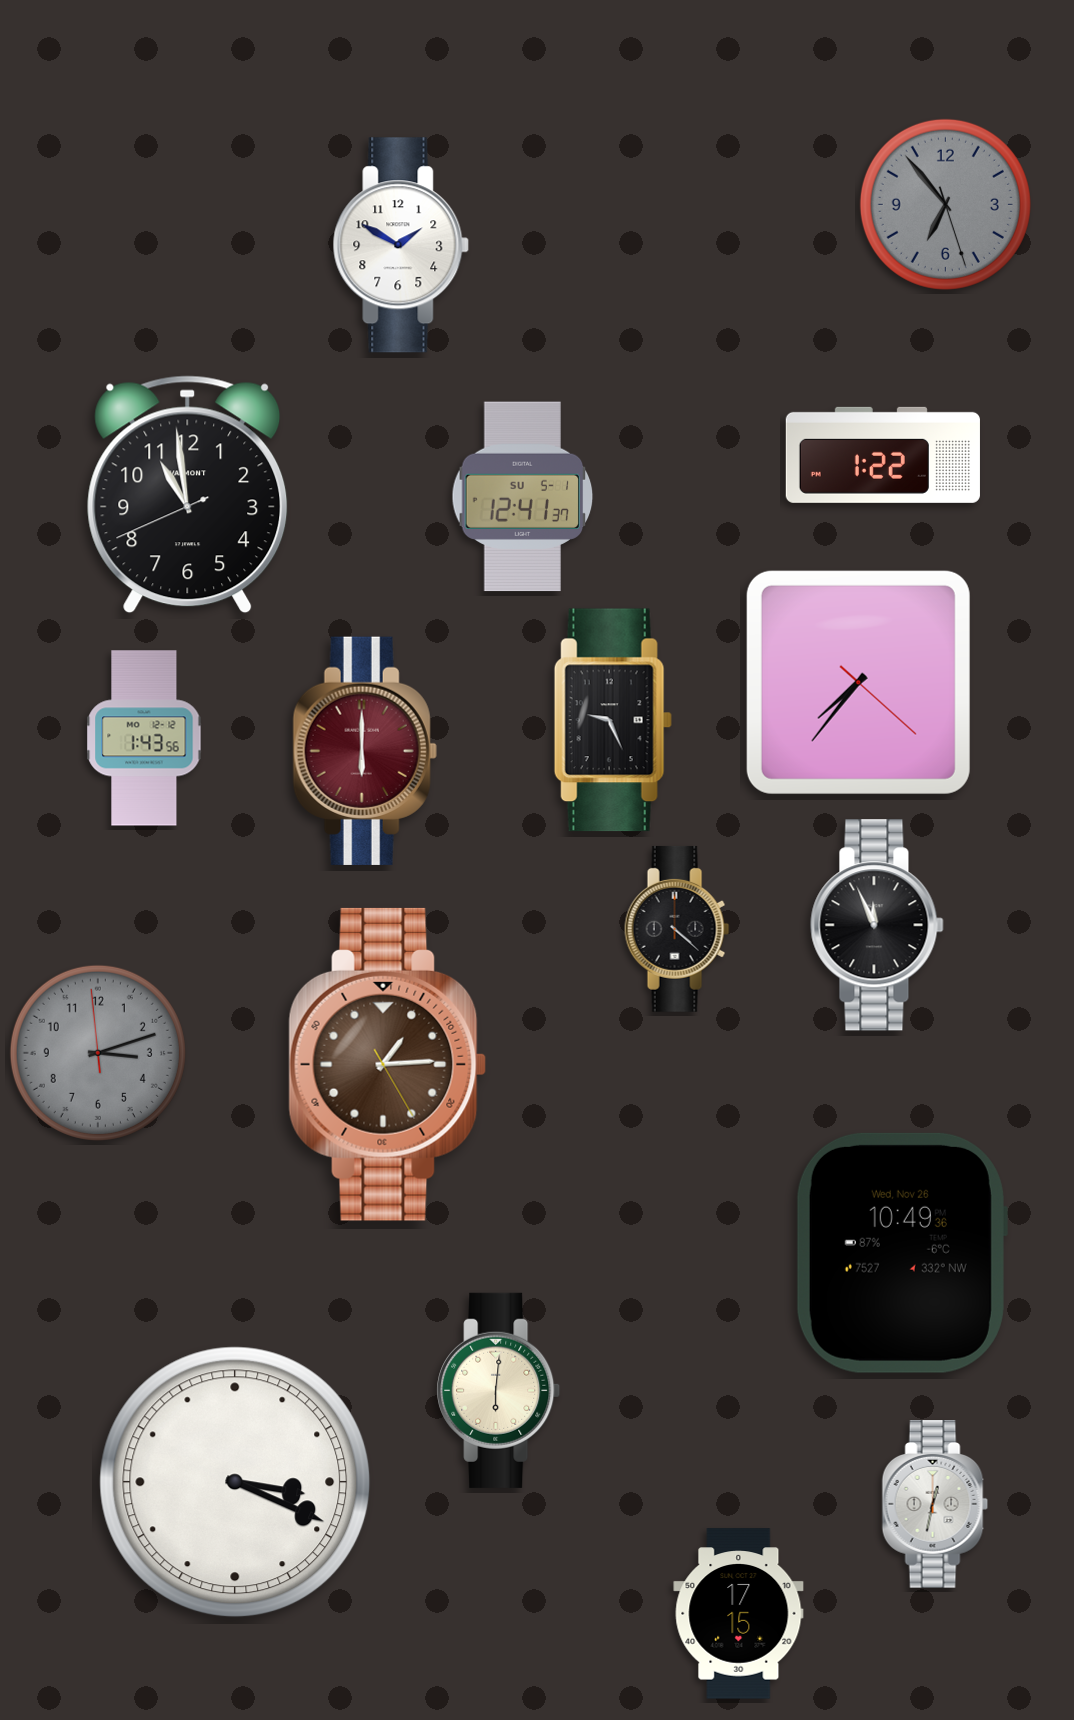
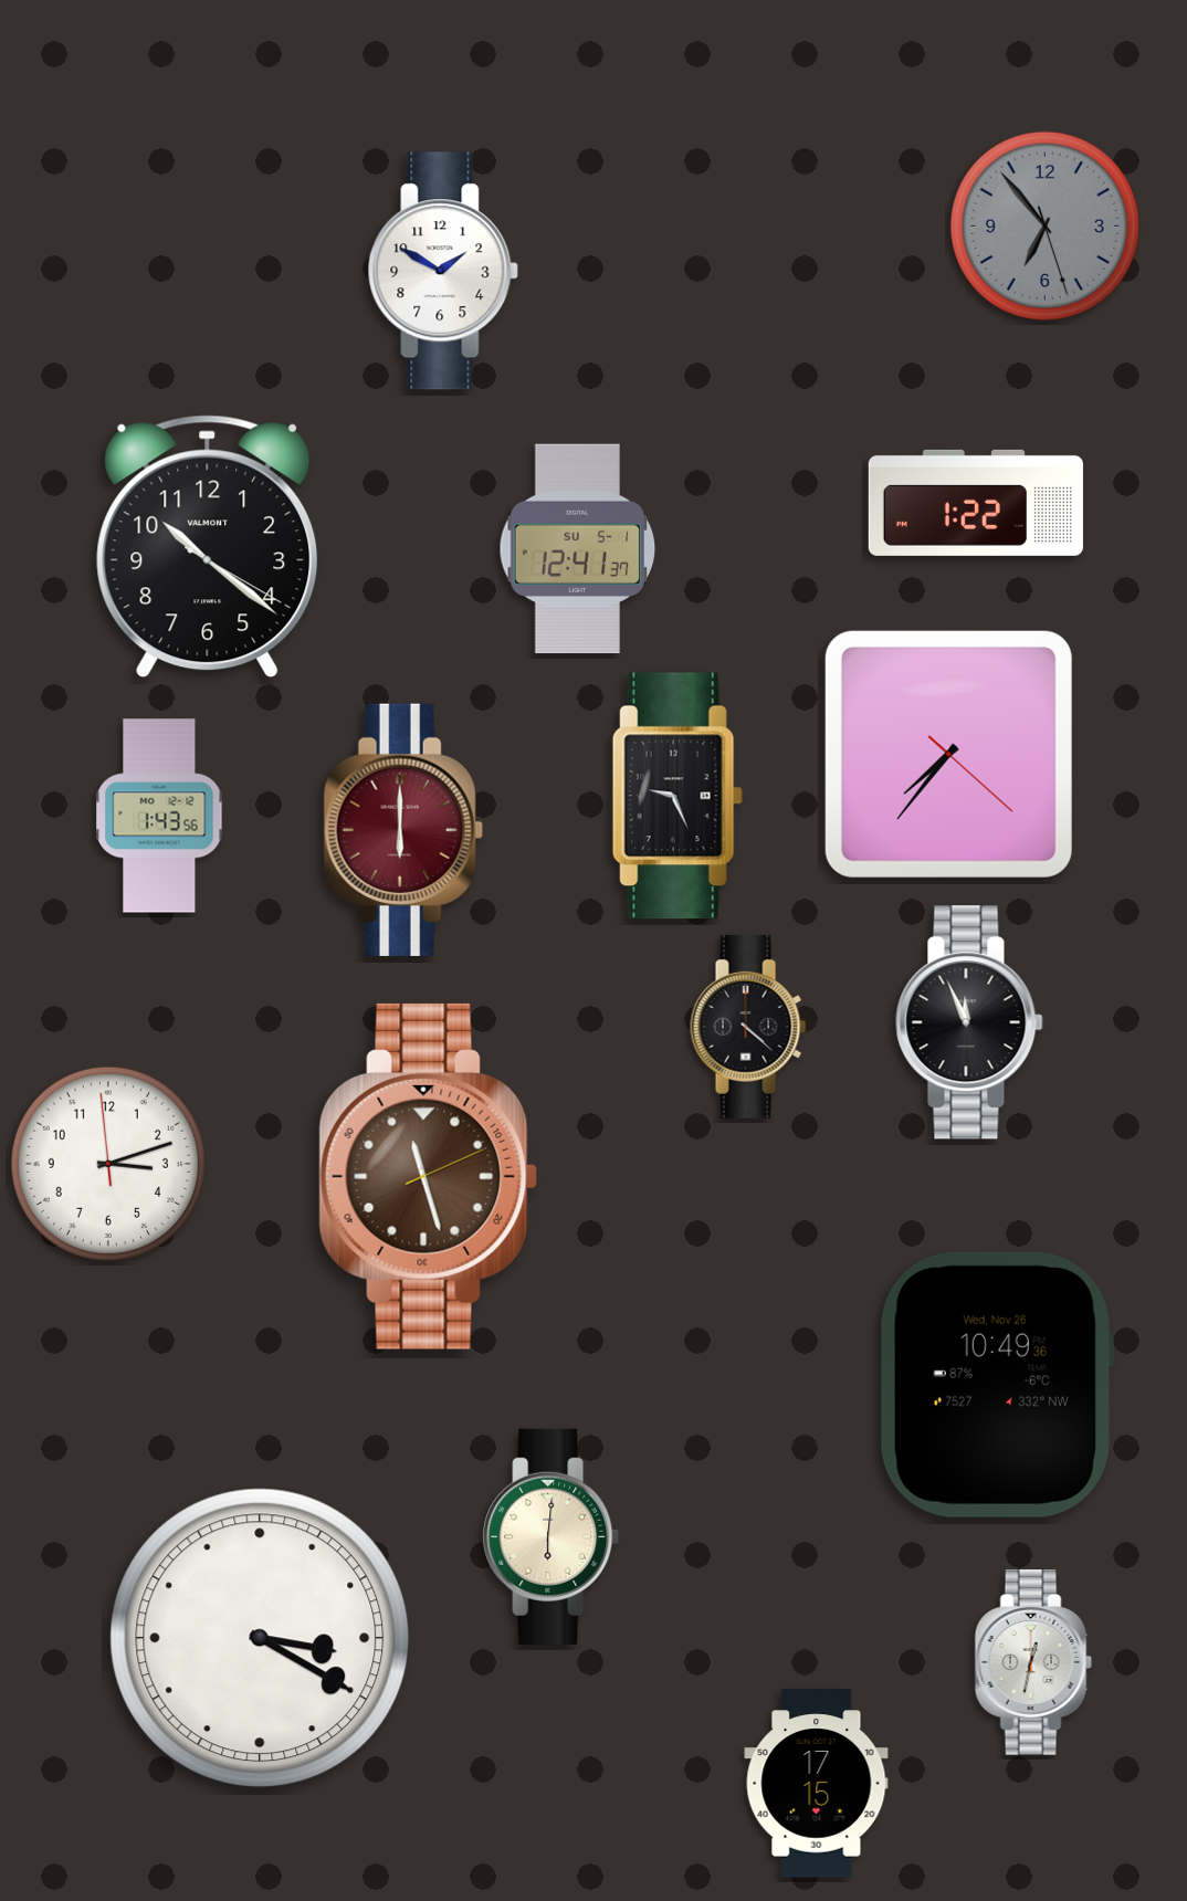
clock at (188, 495): 10:58 -> 10:21
clock at (98, 1053) dial: grey -> white
clock at (388, 1064): 1:14 -> 11:27
clock at (235, 1482): 3:19 -> 3:20
